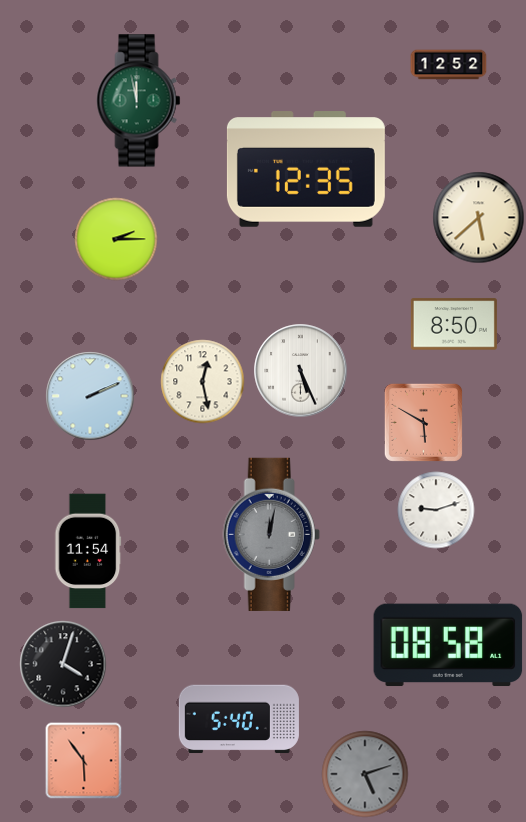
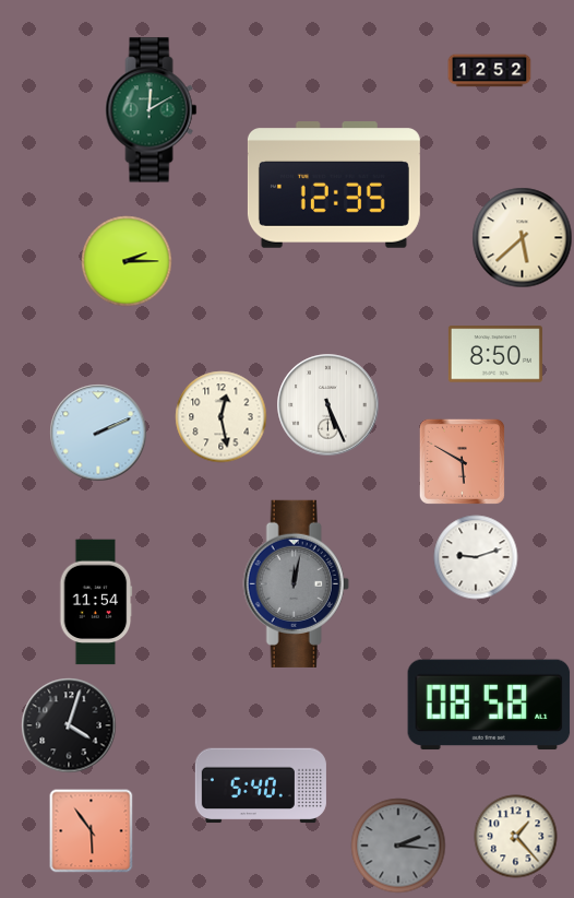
clock at (139, 101): 11:58 -> 12:10
clock at (516, 837): none -> 1:23
clock at (365, 774): 5:12 -> 2:16
